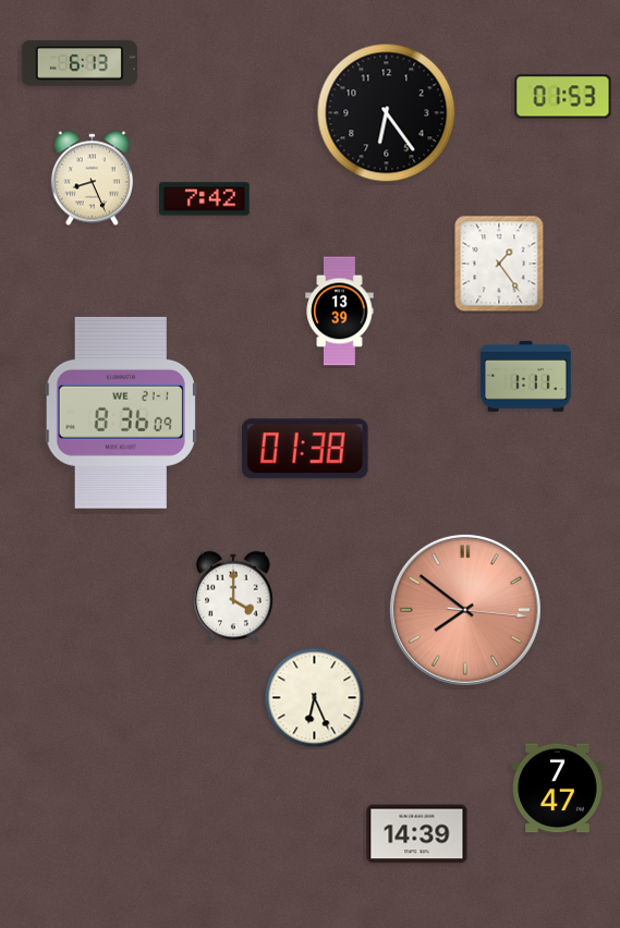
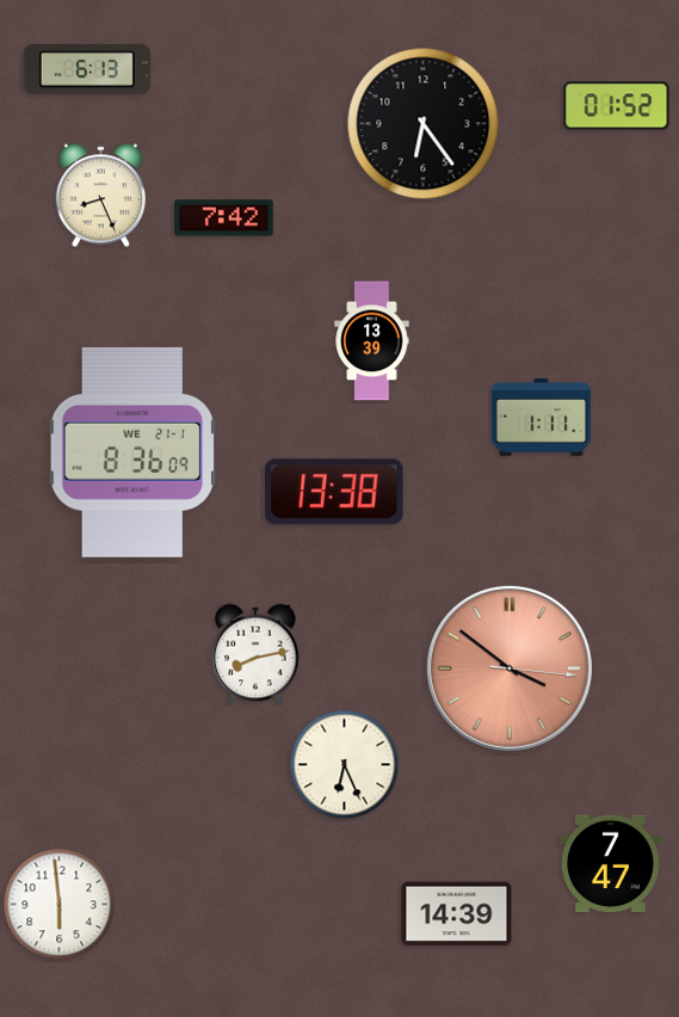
clock at (563, 97): 01:53 -> 01:52
clock at (499, 264): 1:24 -> none
clock at (526, 377) position: (526, 377) -> (542, 418)
clock at (305, 449): 01:38 -> 13:38
clock at (233, 597): 4:00 -> 8:13
clock at (465, 610): 7:51 -> 3:51
clock at (60, 905): none -> 5:59
